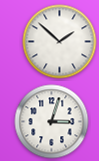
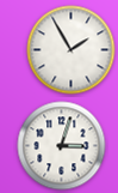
clock at (60, 42): 1:52 -> 1:55
